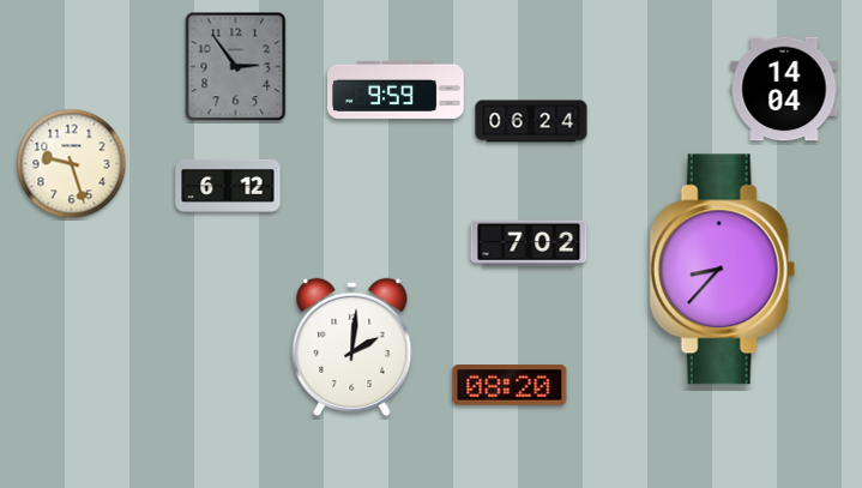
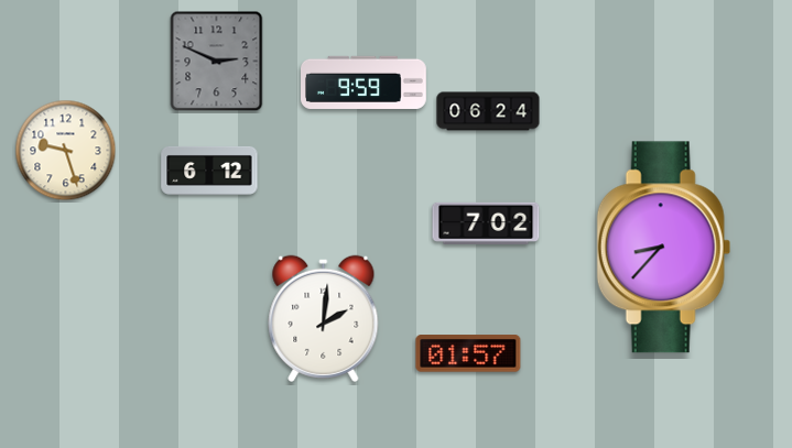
clock at (236, 67): 2:54 -> 2:49
clock at (784, 89): 14:04 -> none
clock at (510, 385): 08:20 -> 01:57
